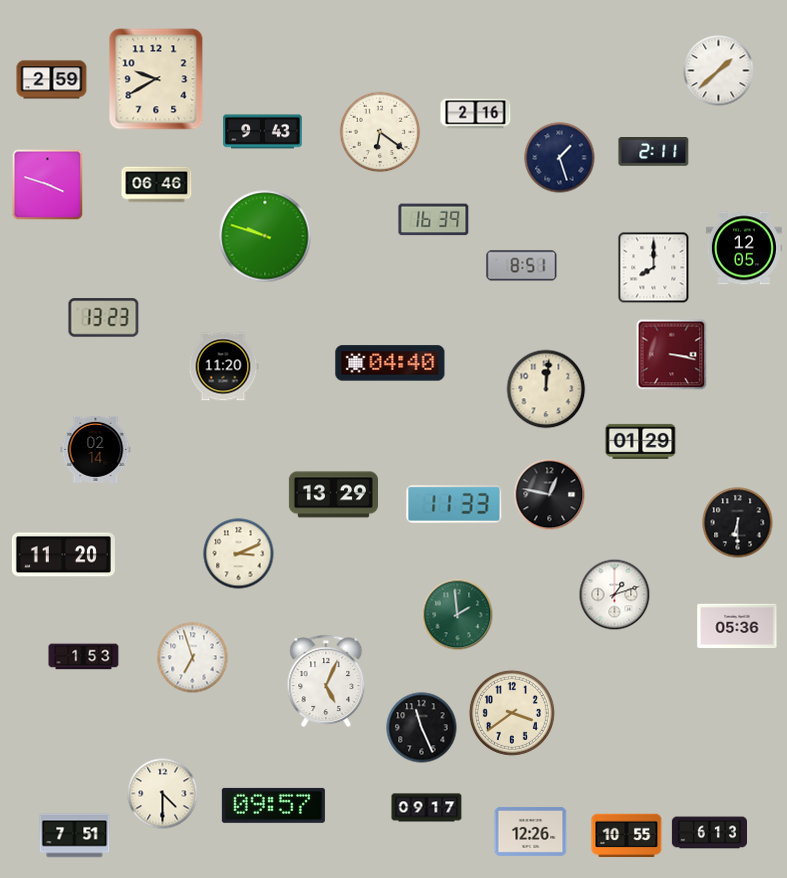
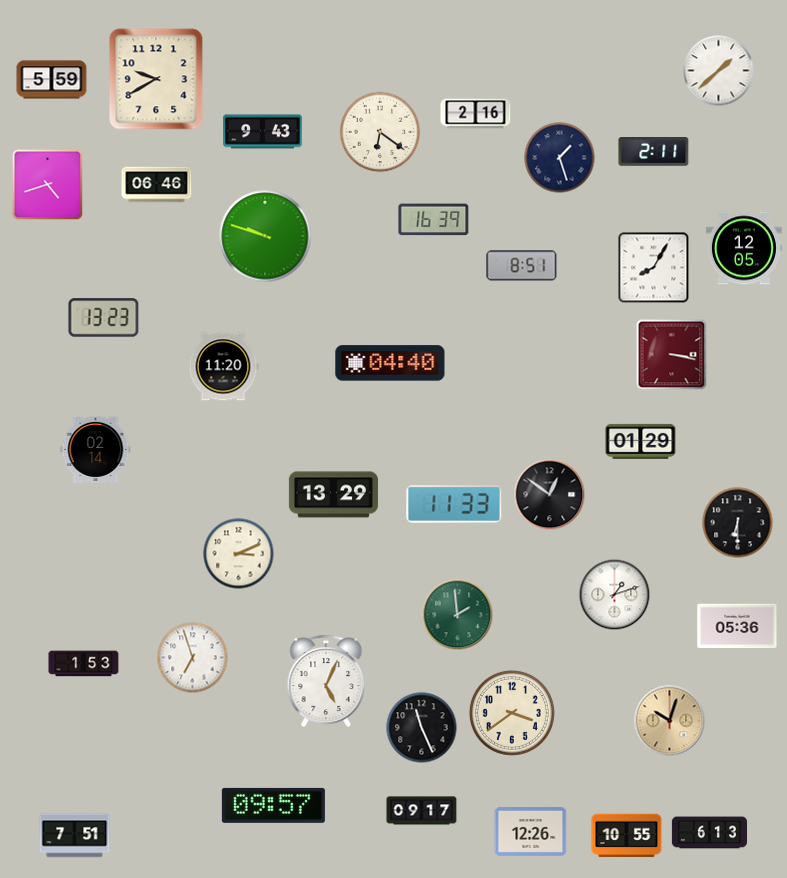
clock at (52, 80): 2:59 -> 5:59
clock at (48, 185): 3:48 -> 4:42
clock at (654, 268): 8:00 -> 8:05
clock at (546, 389): 12:01 -> none
clock at (550, 495): 12:47 -> 12:51
clock at (63, 555): 11:20 -> none
clock at (84, 657) position: (84, 657) -> (84, 664)
clock at (670, 721): none -> 10:03
clock at (163, 794): 4:30 -> none
clock at (427, 808) position: (427, 808) -> (422, 811)
